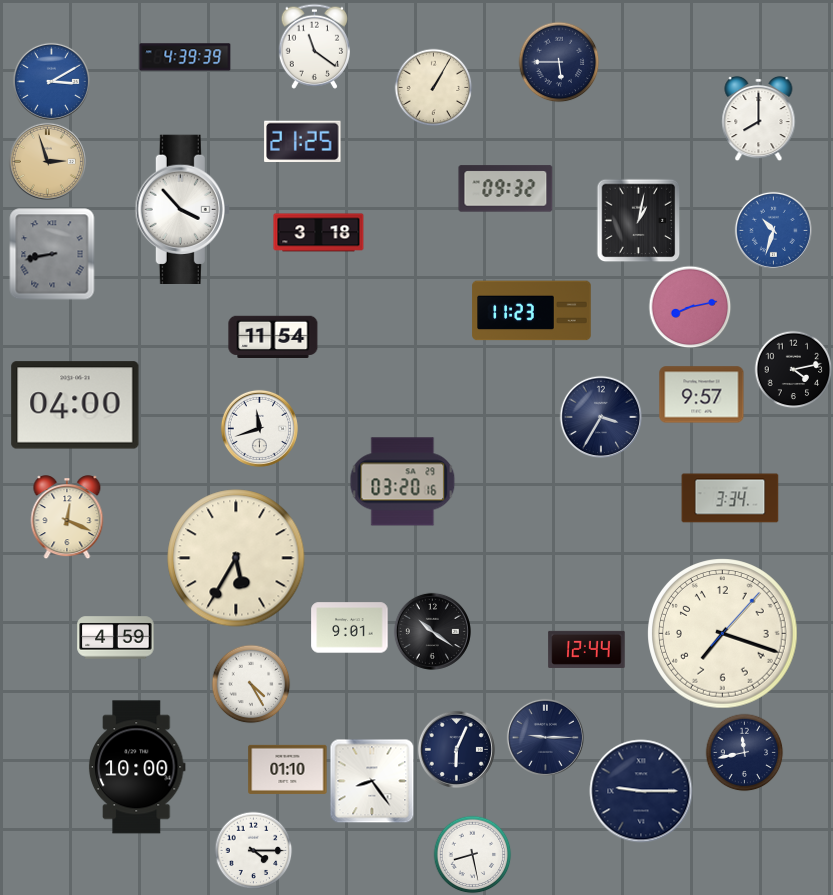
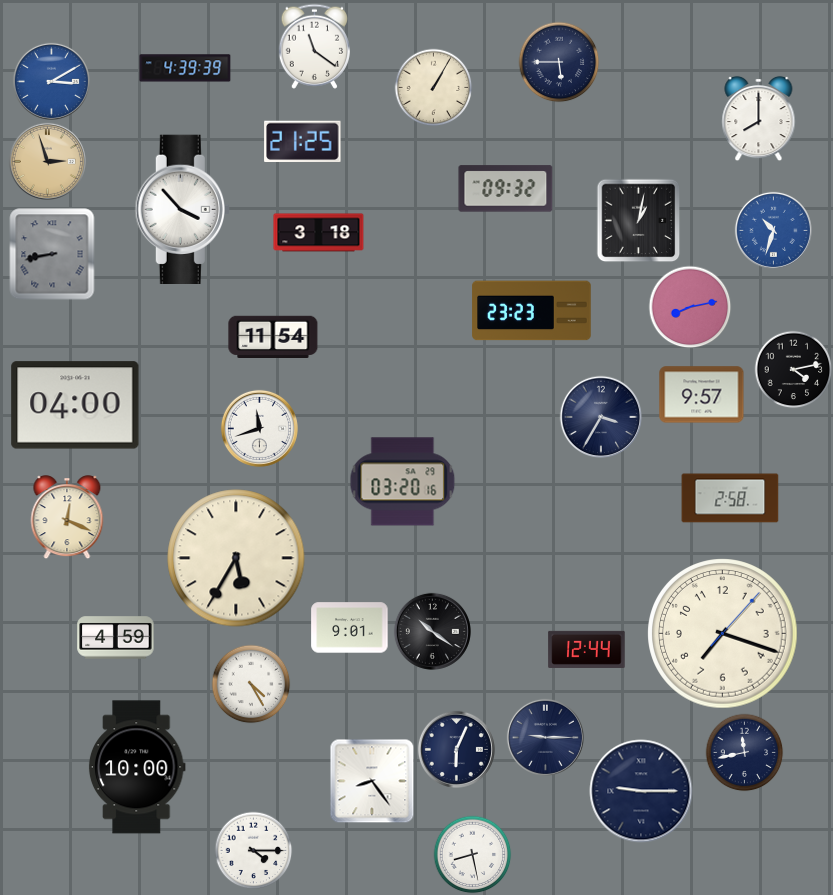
clock at (185, 57) position: (185, 57) -> (185, 68)
clock at (532, 311): 11:23 -> 23:23
clock at (730, 498): 3:34 -> 2:58
clock at (288, 769): 01:10 -> none
